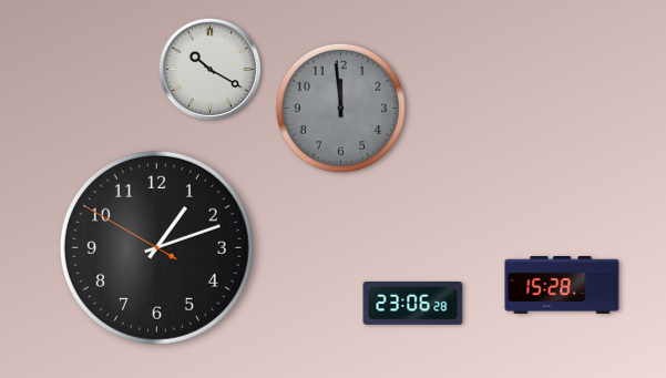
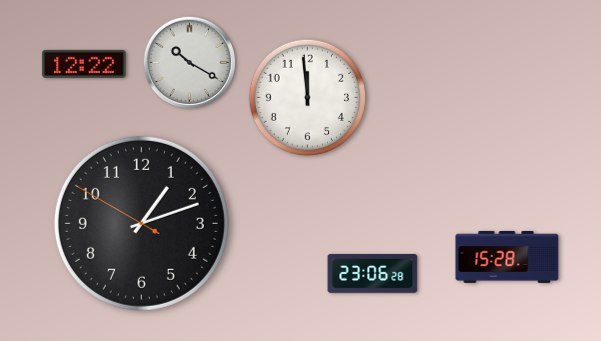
clock at (84, 64): none -> 12:22
clock at (340, 109) dial: grey -> white
